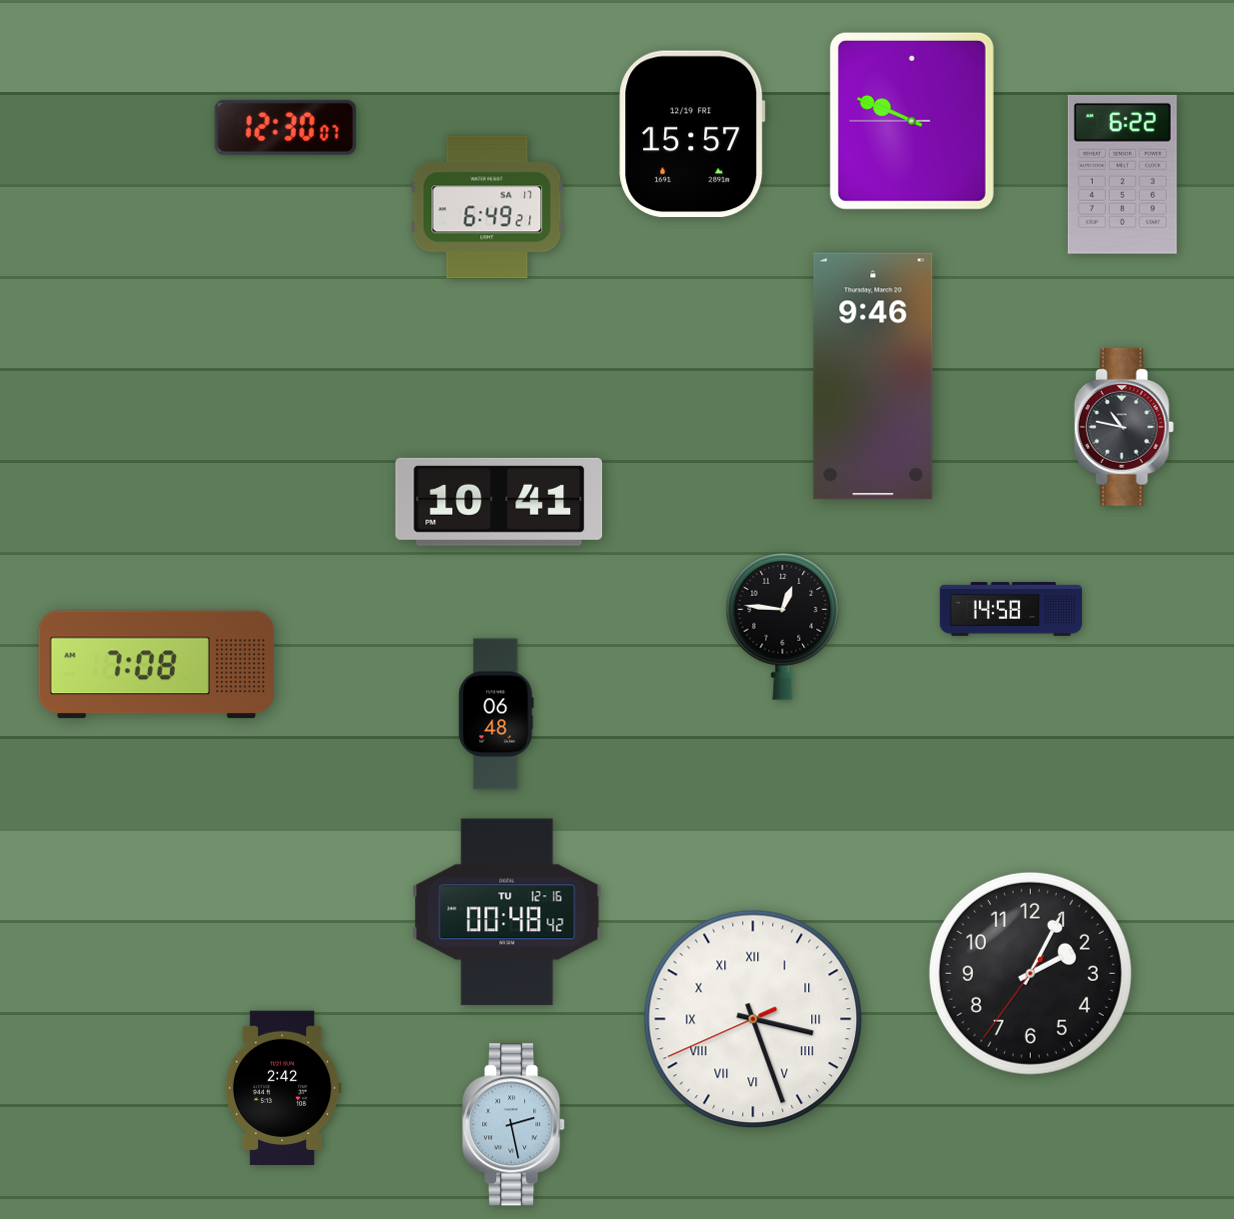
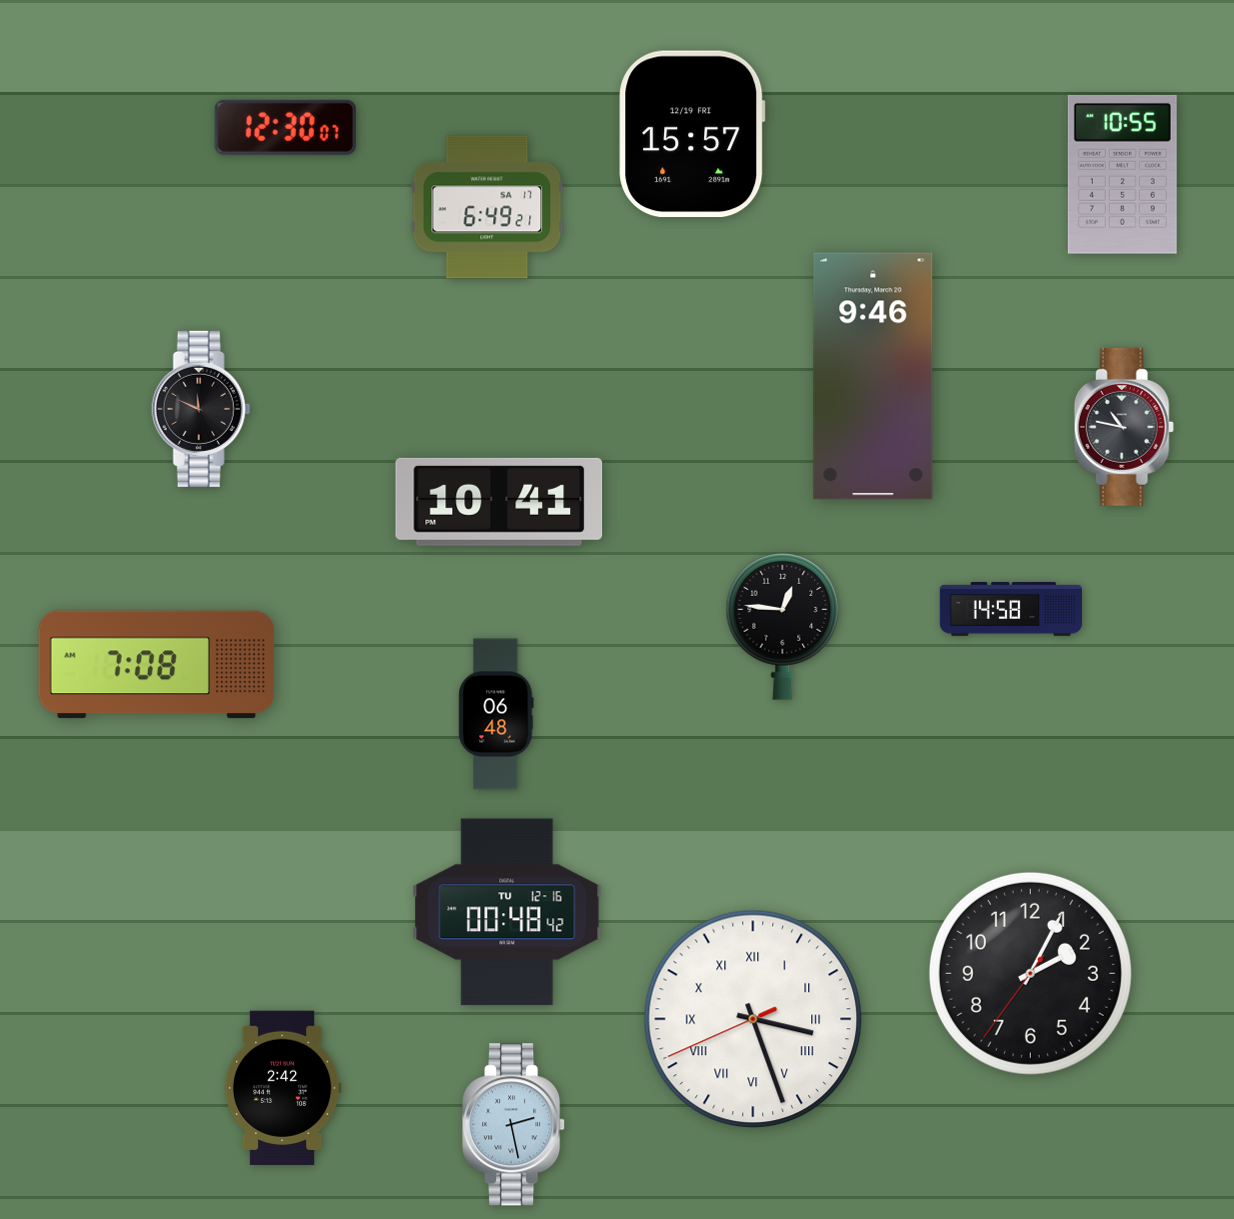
clock at (912, 121): 9:48 -> none
clock at (1122, 174): 6:22 -> 10:55
clock at (201, 409): none -> 11:49
